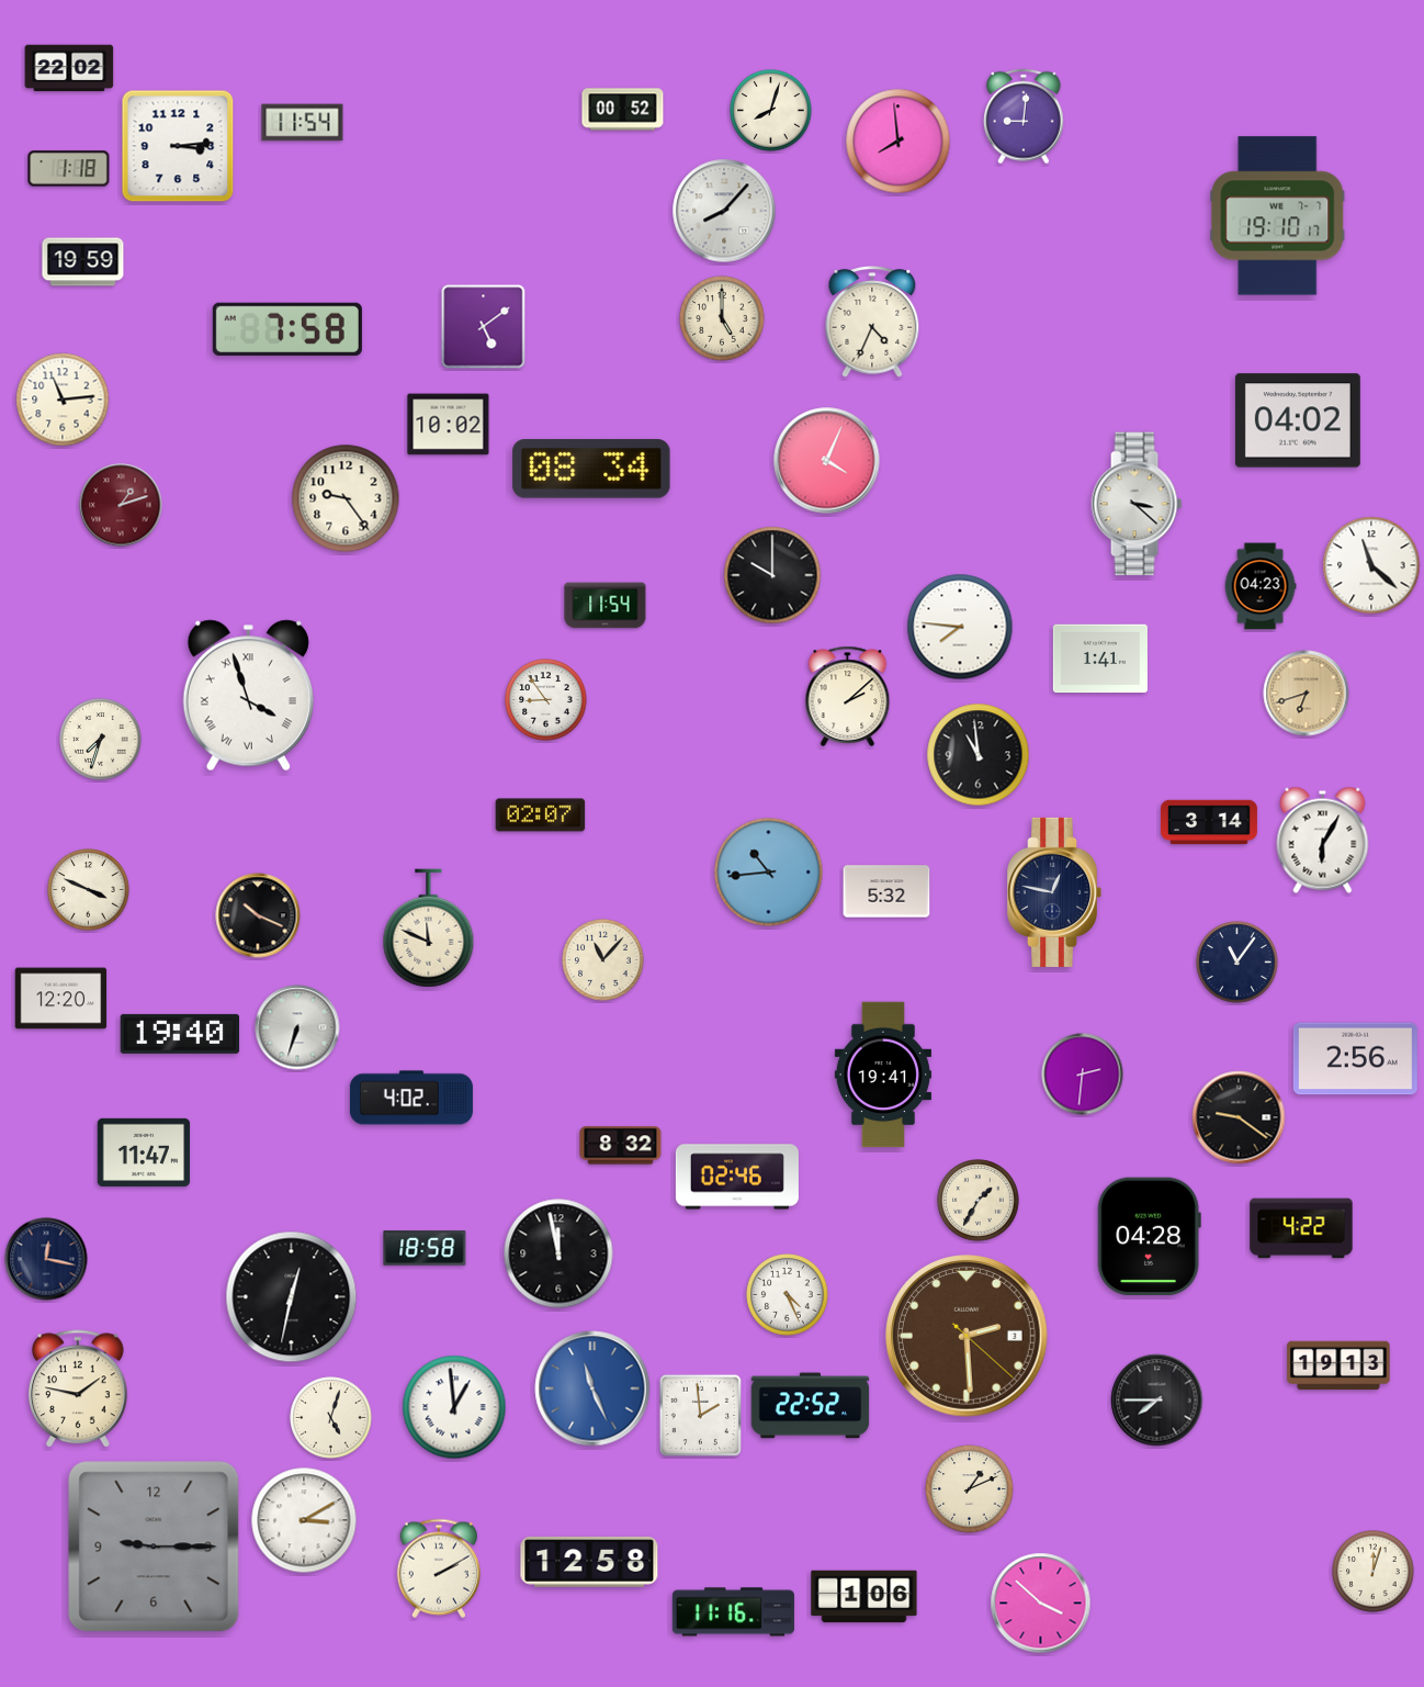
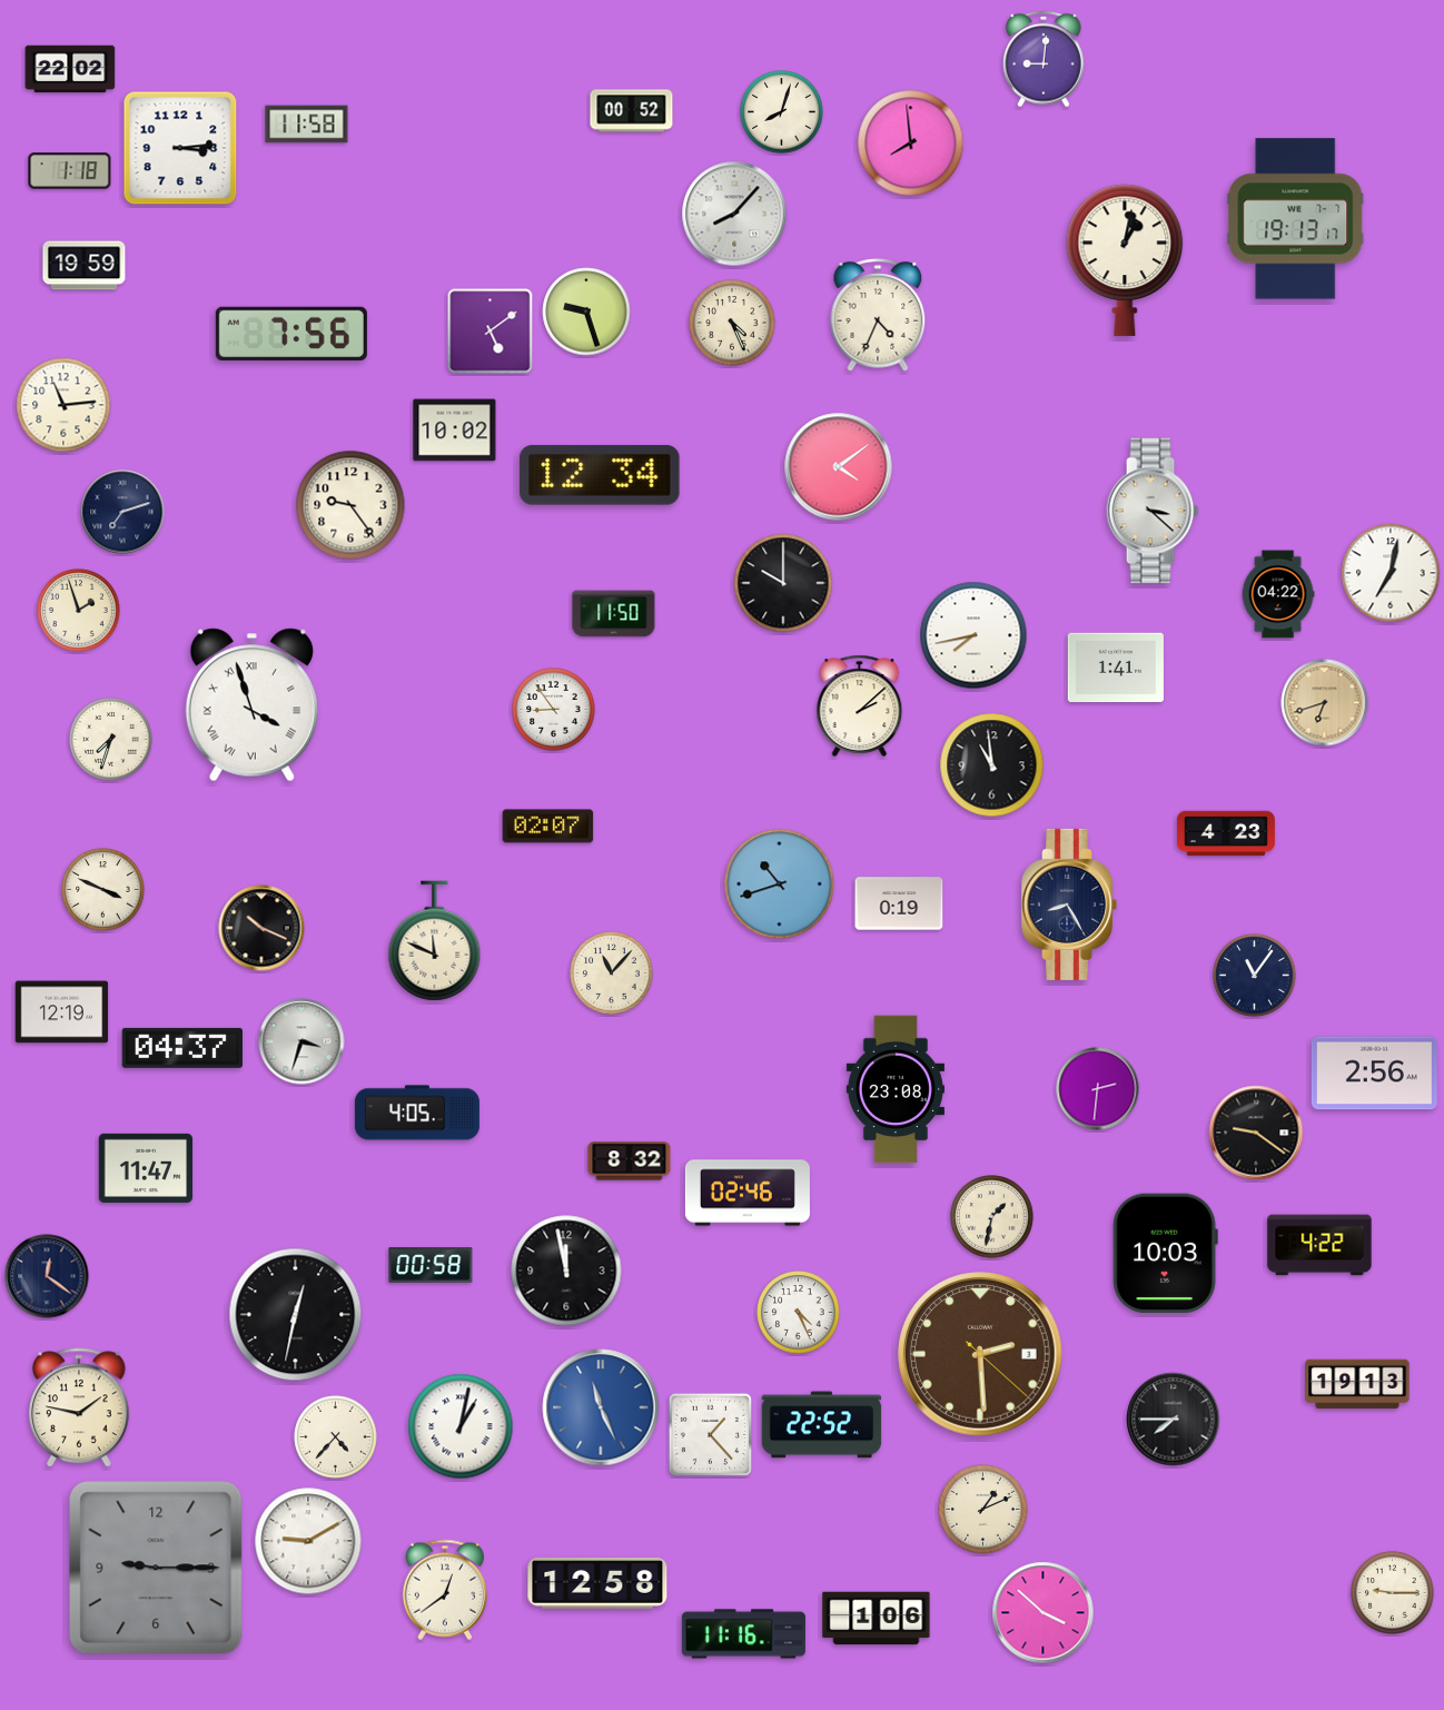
clock at (1024, 116) position: (1024, 116) -> (1044, 59)
clock at (303, 123): 11:54 -> 11:58
clock at (1278, 216): 19:10 -> 19:13
clock at (1125, 260): none -> 1:02
clock at (586, 312): none -> 9:27
clock at (722, 318): 5:00 -> 4:26
clock at (872, 322) position: (872, 322) -> (878, 315)
clock at (287, 328): 7:58 -> 7:56
clock at (1298, 420): 04:02 -> none
clock at (827, 461): 4:04 -> 4:09
clock at (591, 469): 08:34 -> 12:34
clock at (121, 505): 1:12 -> 7:12
clock at (121, 505) dial: burgundy -> navy
clock at (1371, 565): 11:22 -> 7:02
clock at (1261, 586): 04:23 -> 04:22
clock at (79, 611): none -> 1:57
clock at (606, 606): 11:54 -> 11:50
clock at (960, 627): 7:46 -> 7:43
clock at (101, 740) position: (101, 740) -> (111, 740)
clock at (1209, 822): 3:14 -> 4:23
clock at (1323, 840): 6:05 -> none
clock at (769, 873): 10:44 -> 10:42
clock at (89, 890) position: (89, 890) -> (103, 890)
clock at (886, 891): 5:32 -> 0:19
clock at (1055, 892): 12:47 -> 8:25
clock at (61, 999): 12:20 -> 12:19
clock at (297, 1027): 6:33 -> 3:33
clock at (179, 1034): 19:40 -> 04:37
clock at (883, 1075): 19:41 -> 23:08
clock at (411, 1098): 4:02 -> 4:05
clock at (979, 1201): 1:35 -> 1:32
clock at (1149, 1237): 04:28 -> 10:03
clock at (425, 1248): 18:58 -> 00:58
clock at (46, 1259): 12:17 -> 12:21
clock at (454, 1407): 12:59 -> 1:02
clock at (700, 1415): 1:59 -> 1:23
clock at (331, 1418): 5:03 -> 4:37
clock at (304, 1520): 3:10 -> 9:10
clock at (438, 1568): 2:10 -> 12:39
clock at (1374, 1572): 12:03 -> 9:15
clock at (1041, 1604) position: (1041, 1604) -> (1044, 1613)
